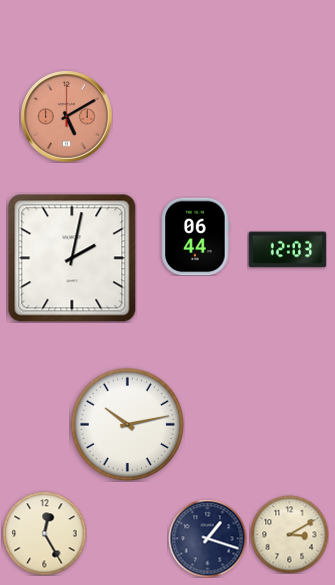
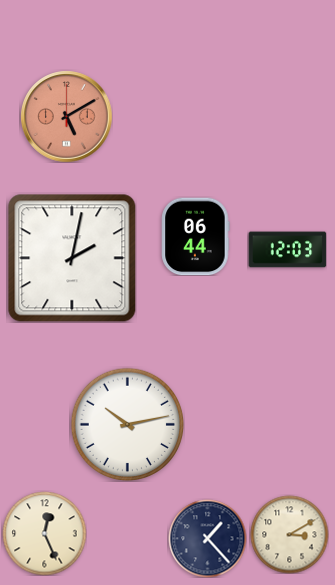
clock at (44, 533): 12:25 -> 12:26
clock at (207, 538): 1:18 -> 1:23
